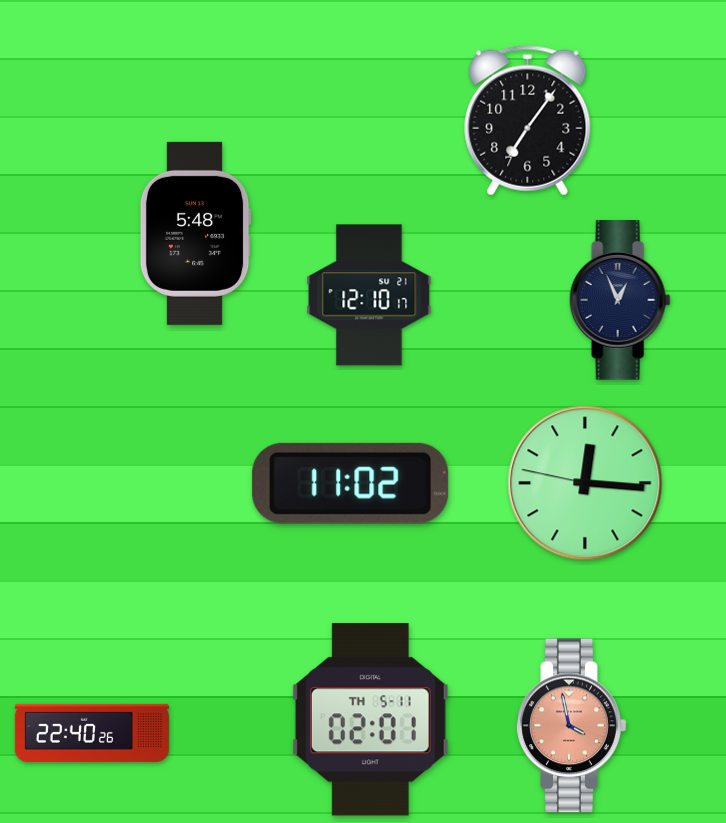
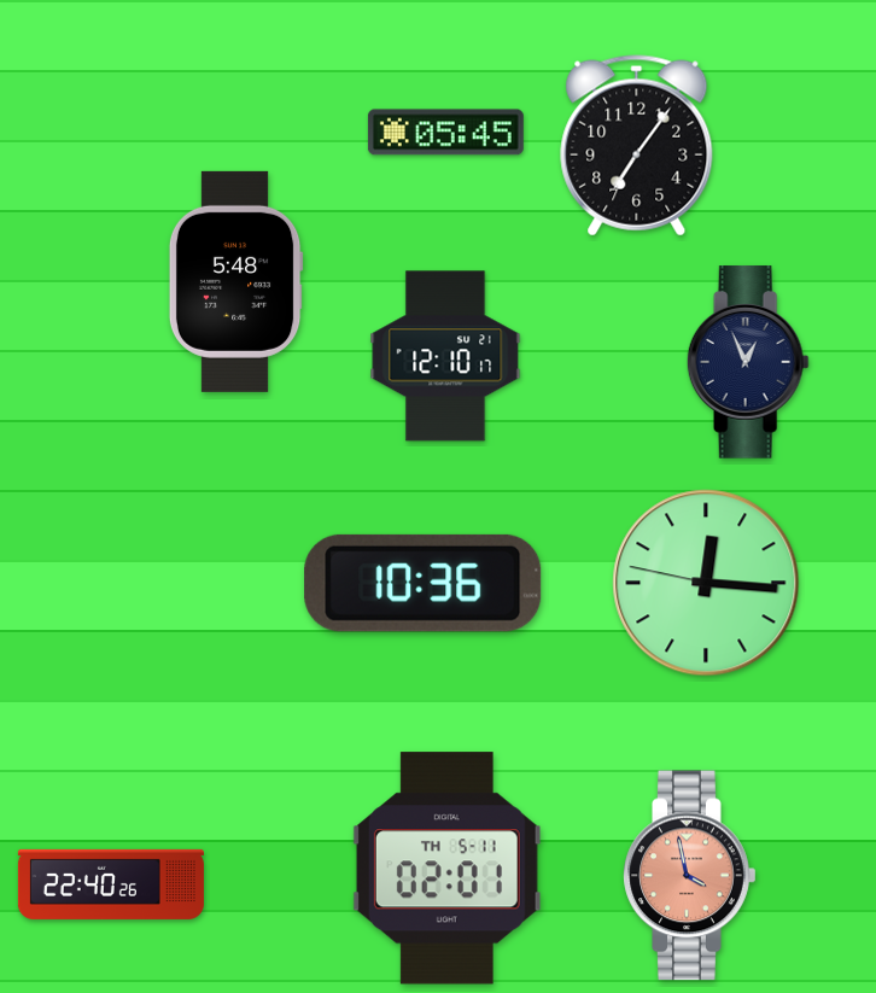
clock at (445, 133): none -> 05:45
clock at (351, 483): 11:02 -> 10:36
